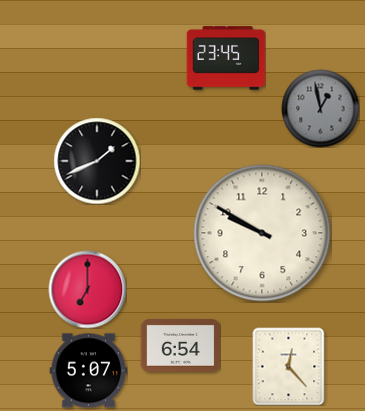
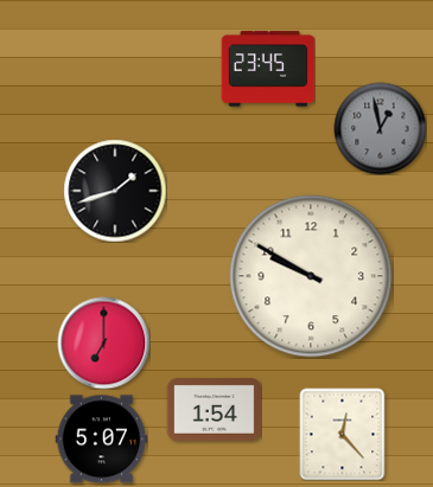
clock at (97, 161): 1:41 -> 1:42
clock at (180, 346): 6:54 -> 1:54
clock at (88, 371) position: (88, 371) -> (101, 440)
